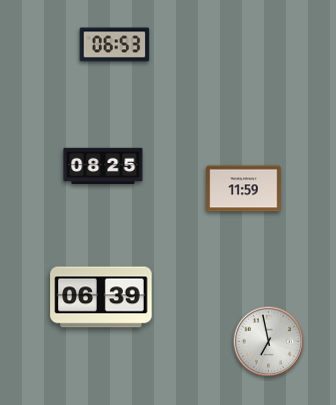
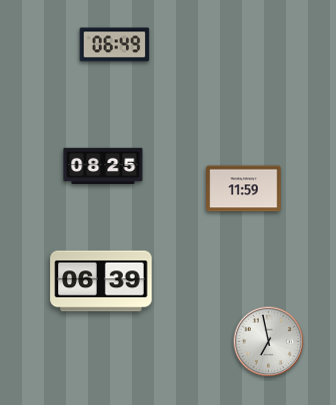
clock at (115, 45): 06:53 -> 06:49
clock at (101, 297) position: (101, 297) -> (101, 281)
